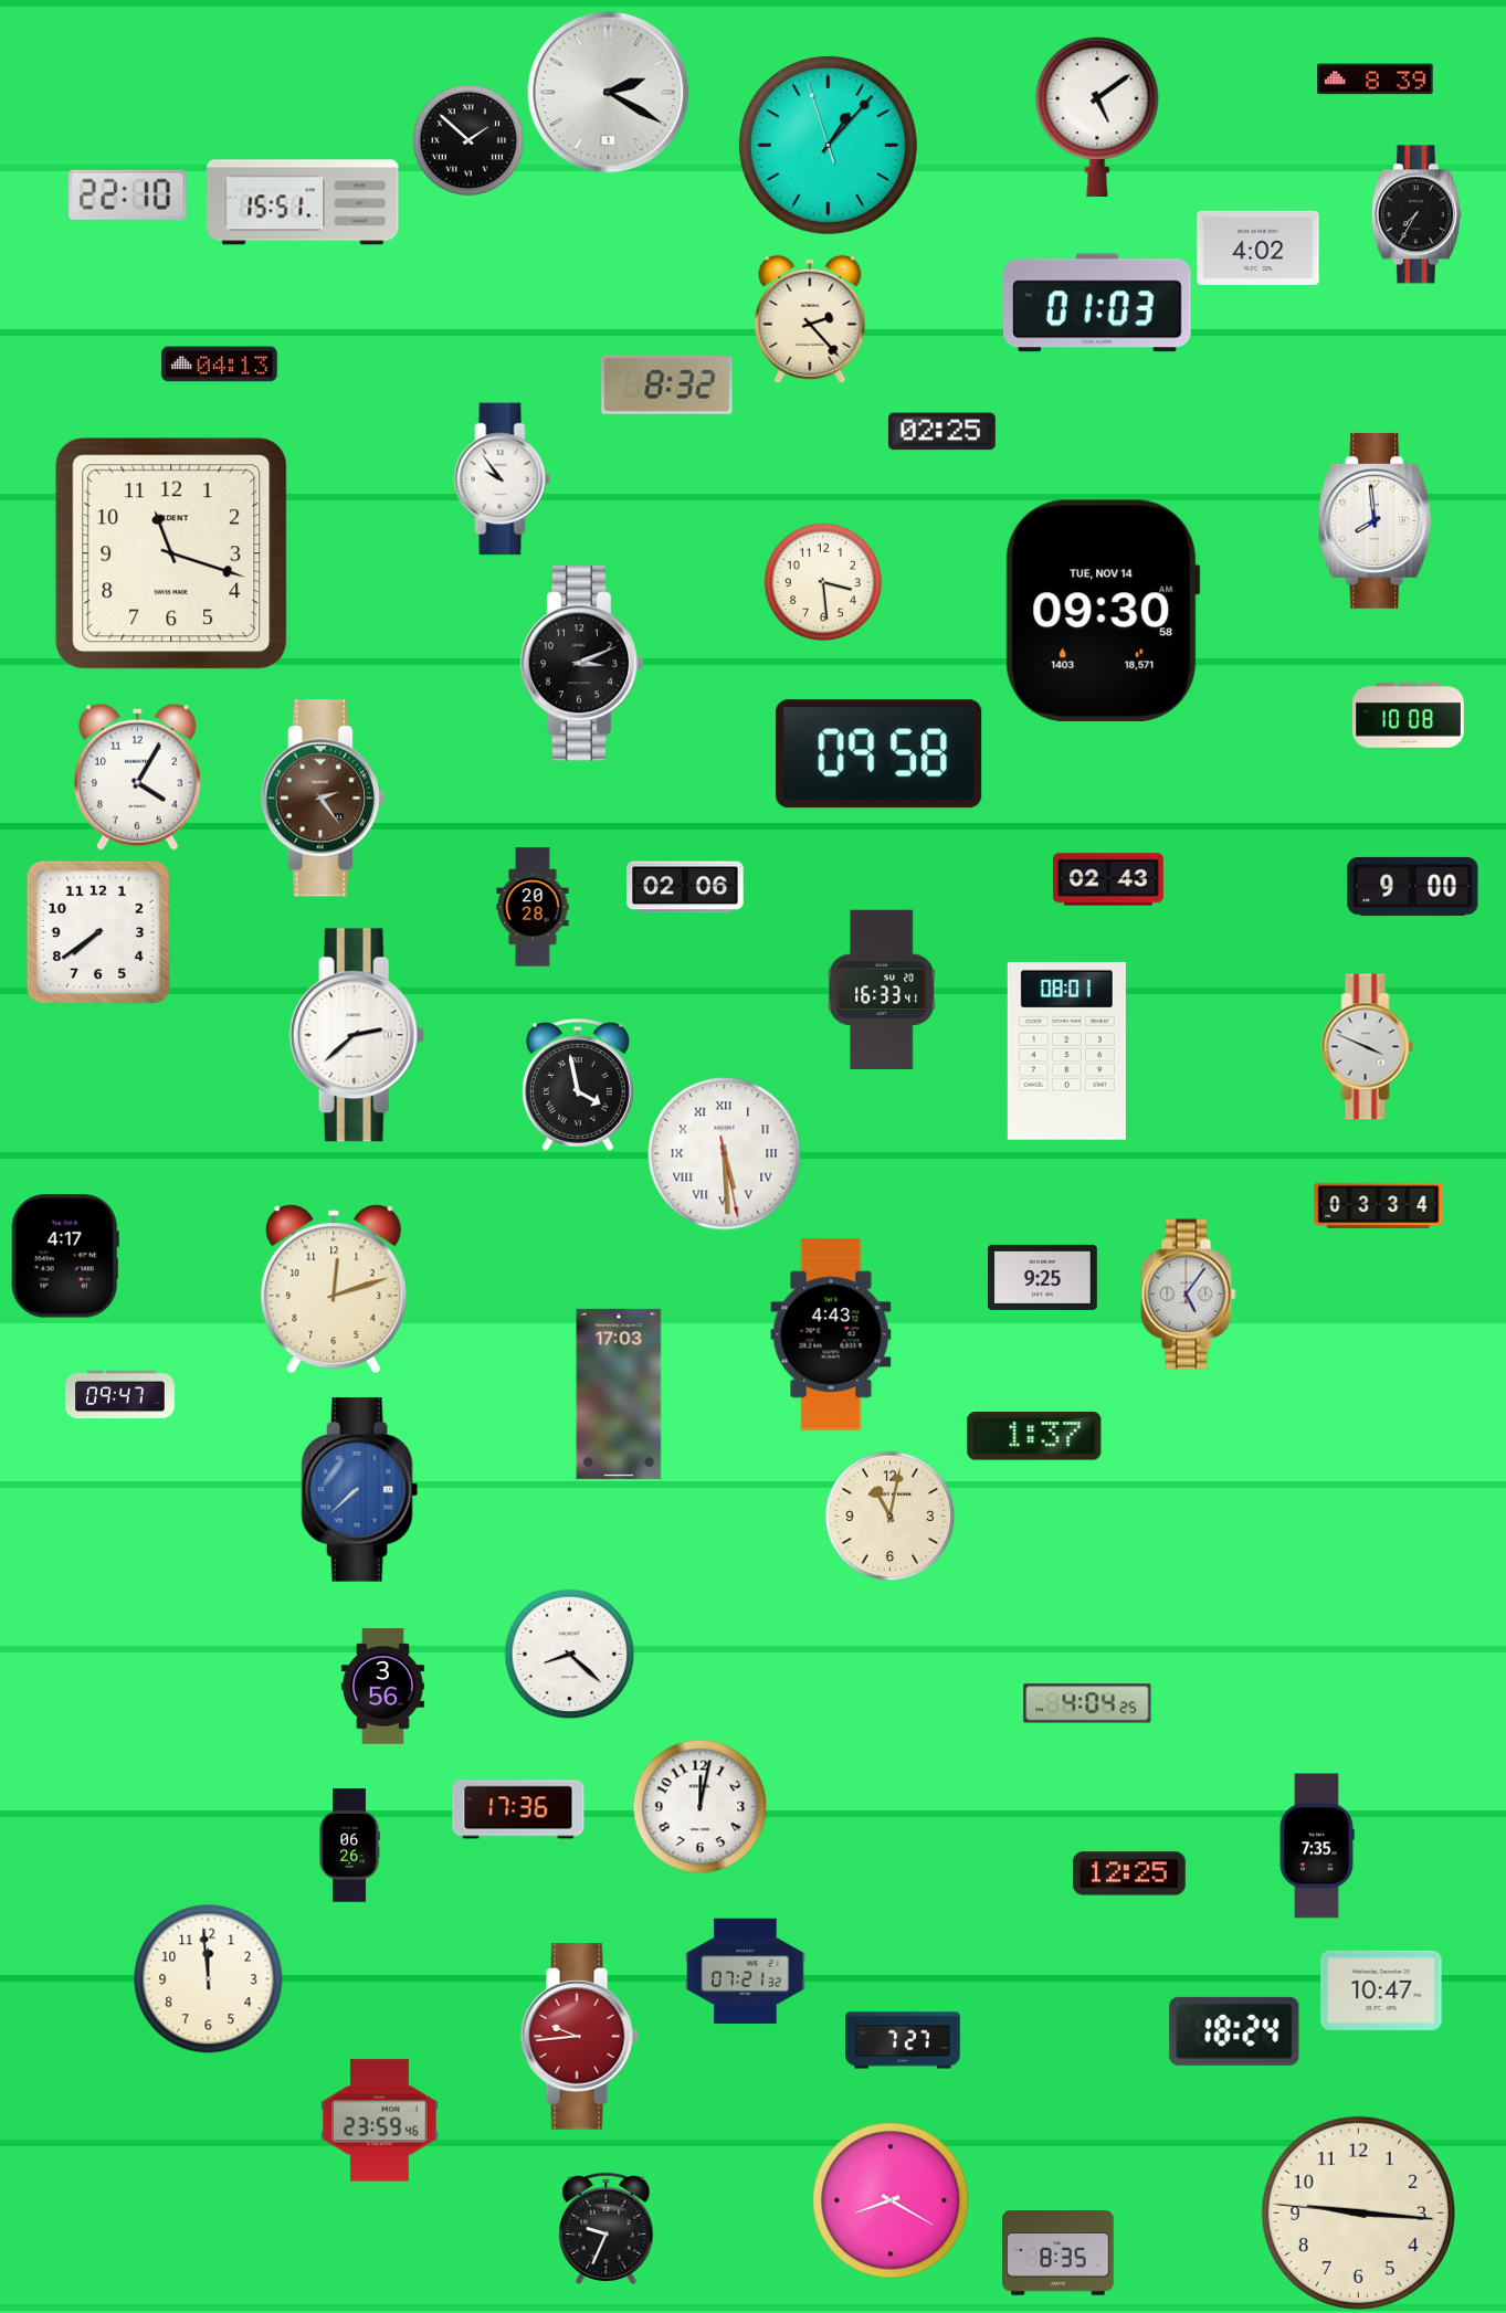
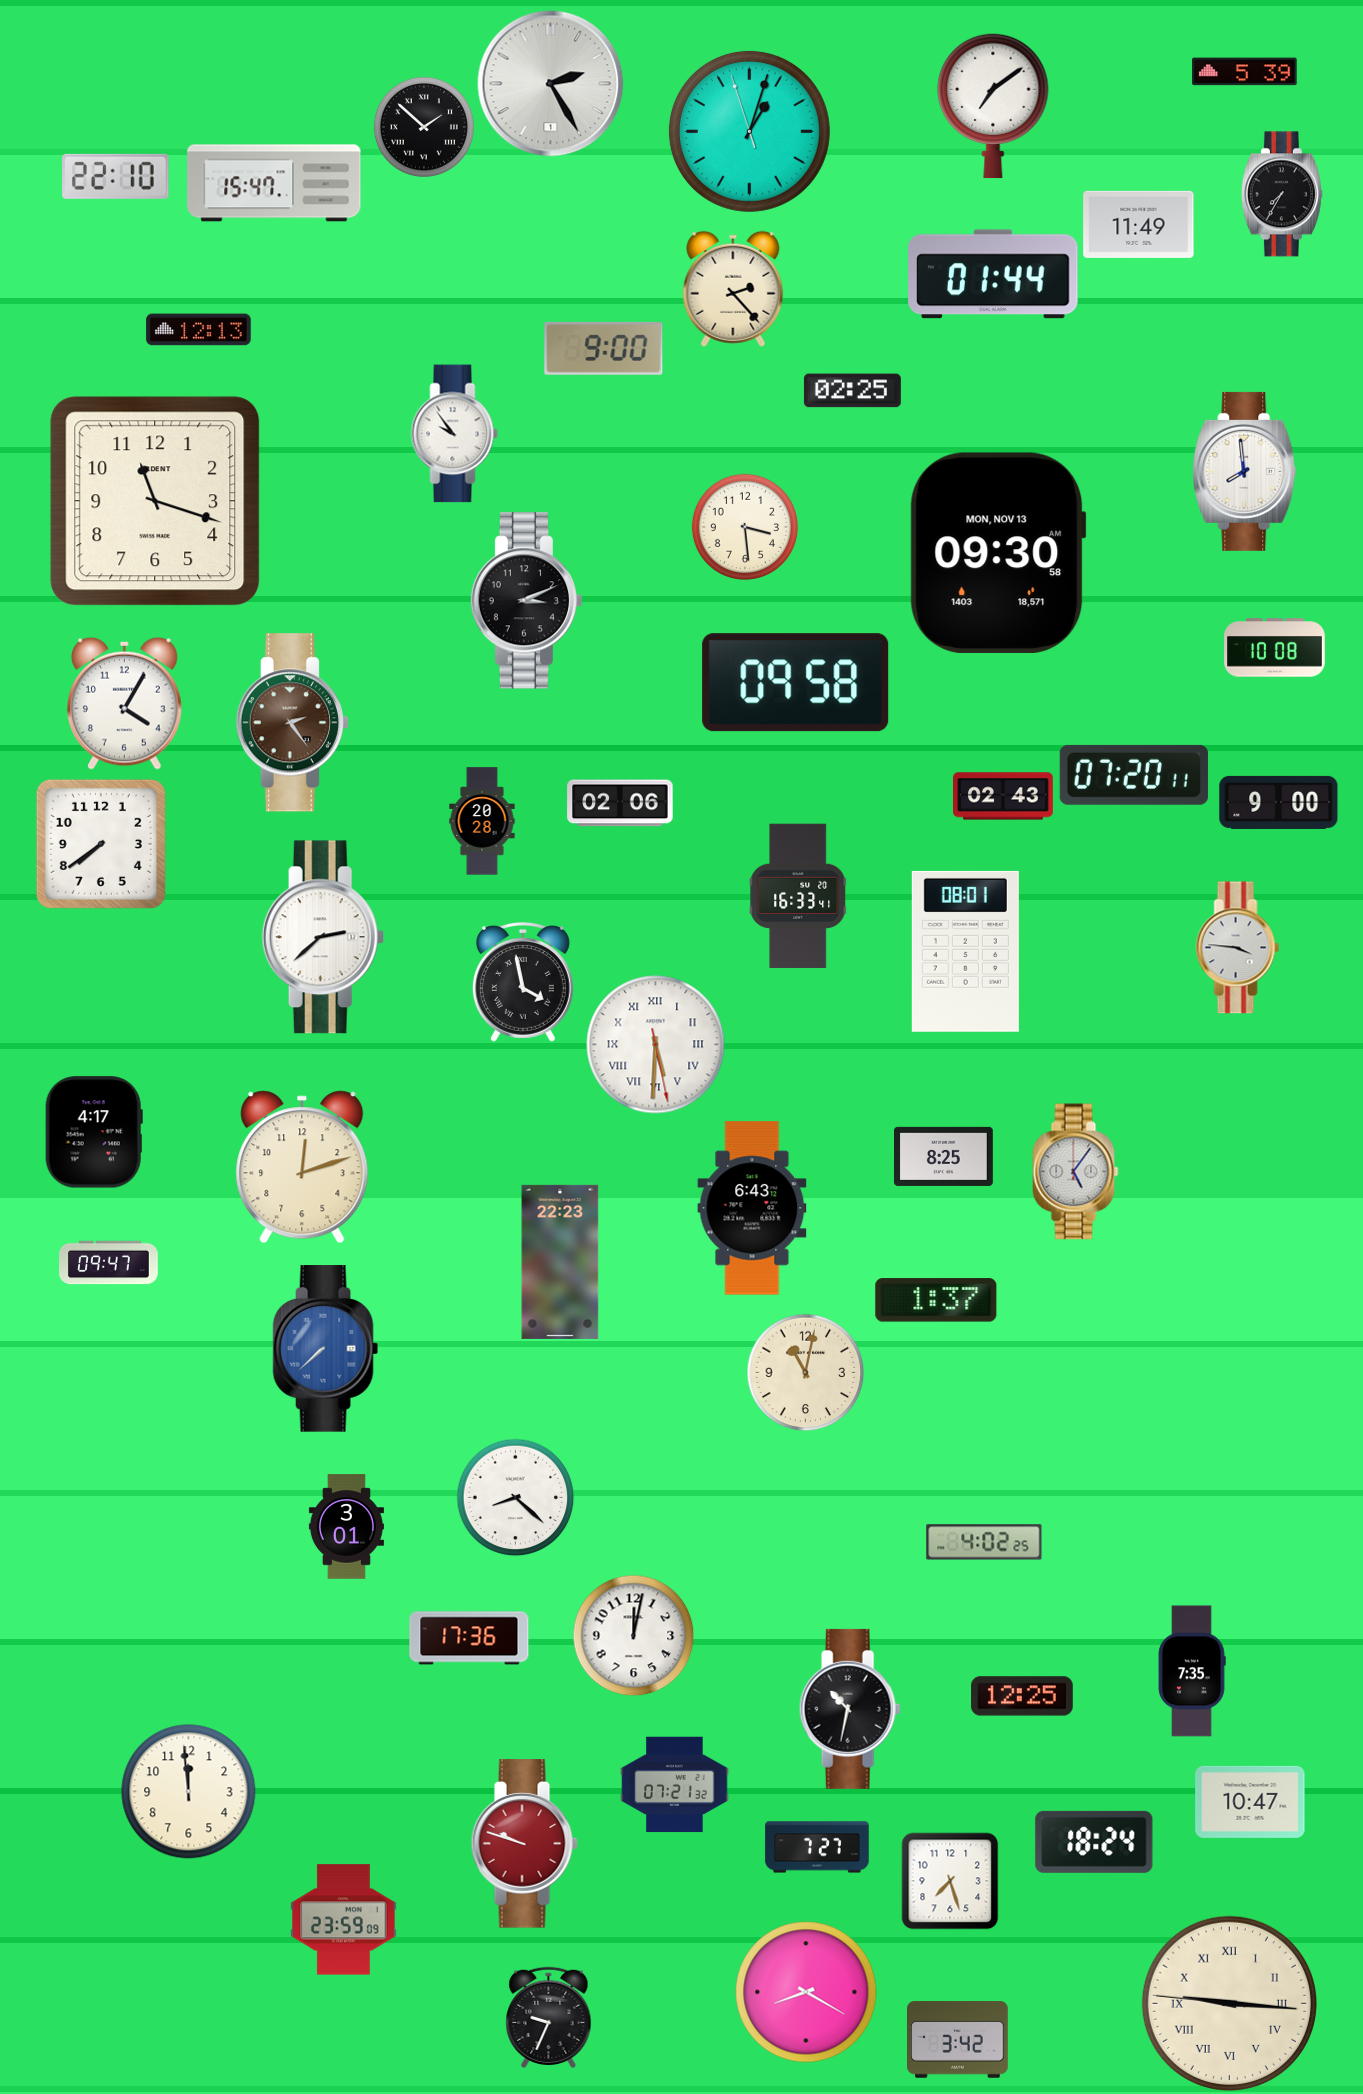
clock at (1376, 80): 8:39 -> 5:39
clock at (609, 93): 2:20 -> 2:25
clock at (1097, 117): 5:09 -> 7:09
clock at (828, 145): 1:06 -> 1:02
clock at (303, 202): 15:51 -> 15:47
clock at (1258, 247): 4:02 -> 11:49
clock at (1097, 303): 01:03 -> 01:44
clock at (220, 365): 04:13 -> 12:13
clock at (667, 384): 8:32 -> 9:00
clock at (1103, 611) date: TUE, NOV 14 -> MON, NOV 13
clock at (1134, 775): none -> 07:20
clock at (98, 932) position: (98, 932) -> (101, 844)
clock at (1368, 1047): 3:49 -> 3:46
clock at (725, 1154): 5:29 -> 5:30
clock at (1379, 1205): 03:34 -> none
clock at (65, 1256) position: (65, 1256) -> (94, 1132)
clock at (1043, 1277): 9:25 -> 8:25
clock at (831, 1334): 4:43 -> 6:43
clock at (619, 1394): 17:03 -> 22:23
clock at (382, 1687): 3:56 -> 3:01
clock at (1087, 1703): 4:04 -> 4:02
clock at (349, 1846): 06:26 -> none
clock at (850, 1709): none -> 10:32
clock at (1234, 2031) position: (1234, 2031) -> (1094, 1842)
clock at (579, 2037): 9:44 -> 9:48
clock at (950, 1881): none -> 7:27
clock at (380, 2121): 23:59:46 -> 23:59:09
clock at (1358, 2212) numerals: Arabic -> Roman
clock at (1059, 2253): 8:35 -> 3:42
